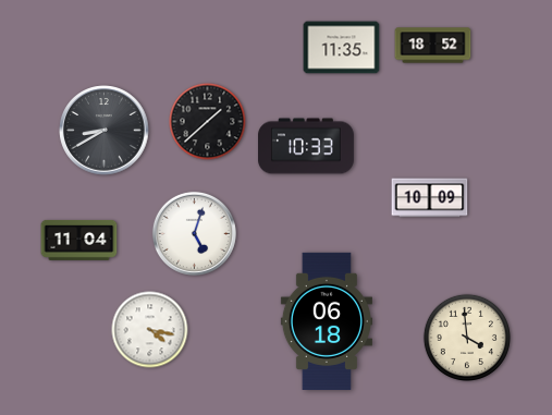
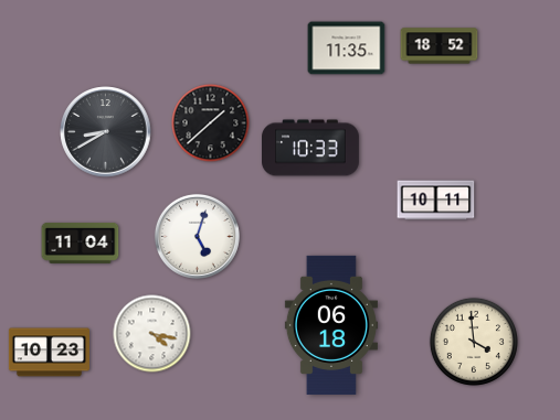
clock at (430, 198): 10:09 -> 10:11
clock at (49, 353): none -> 10:23
